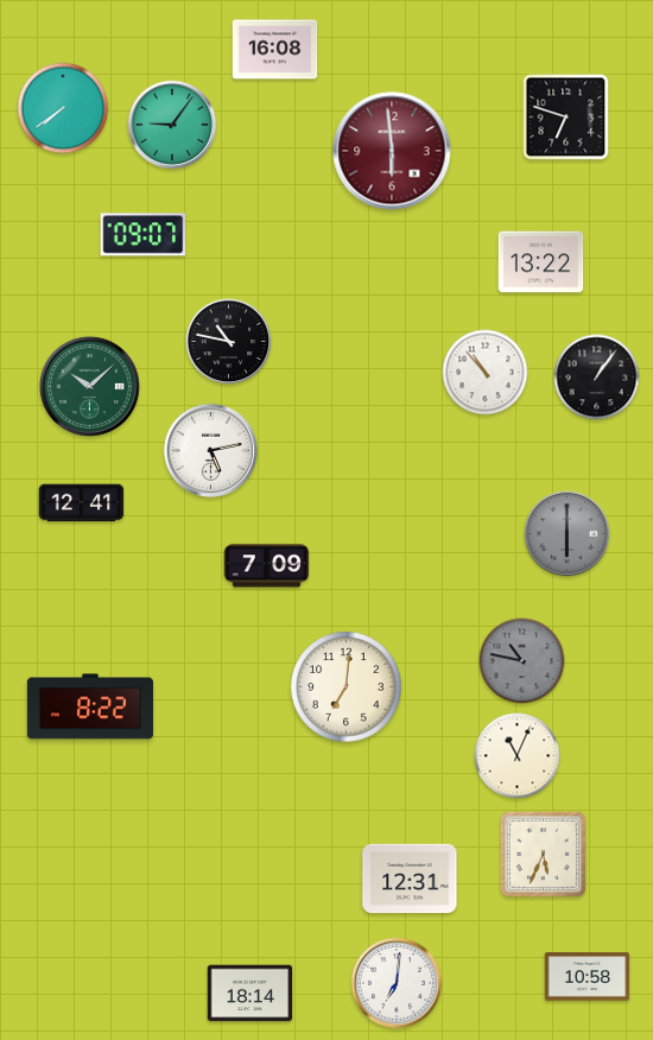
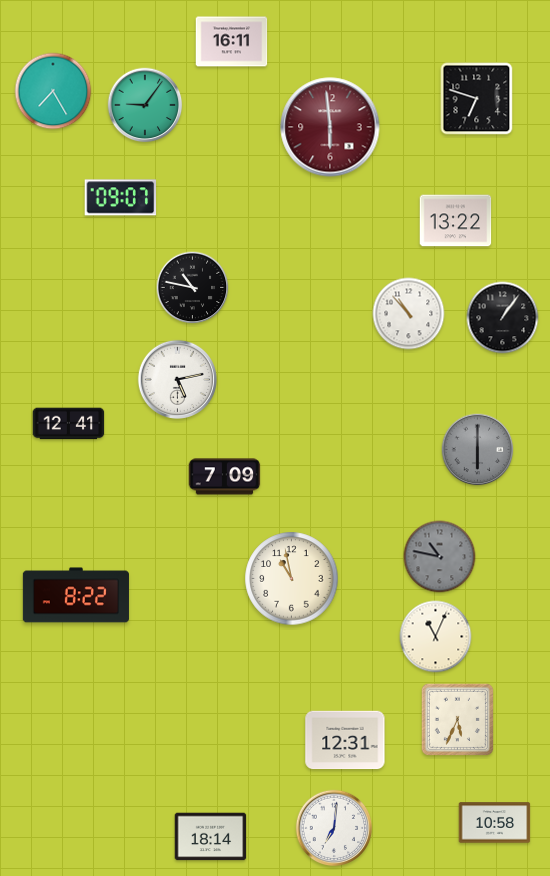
clock at (275, 50): 16:08 -> 16:11
clock at (63, 108): 7:39 -> 7:25
clock at (89, 386): 10:08 -> none
clock at (347, 687): 7:01 -> 10:58
